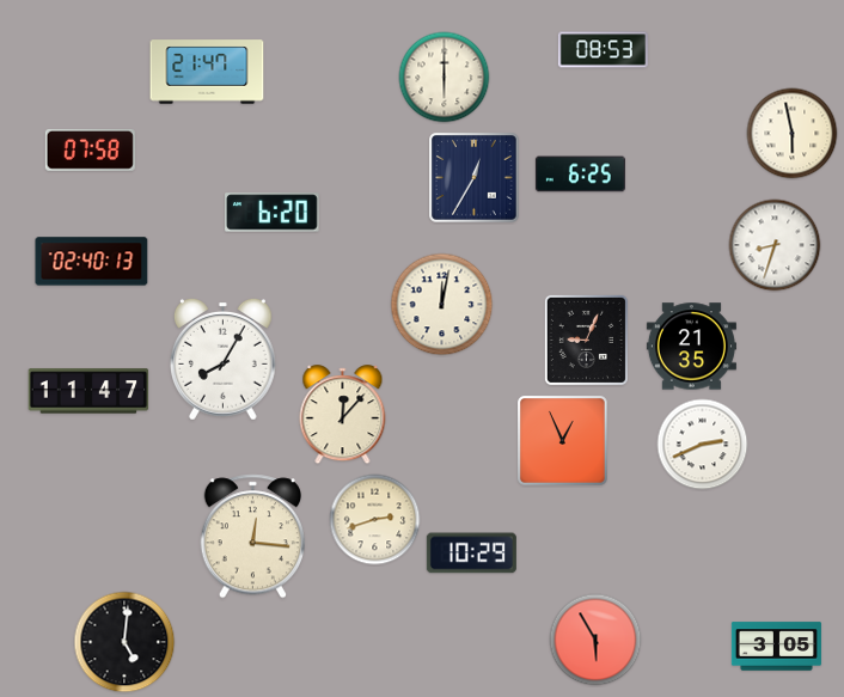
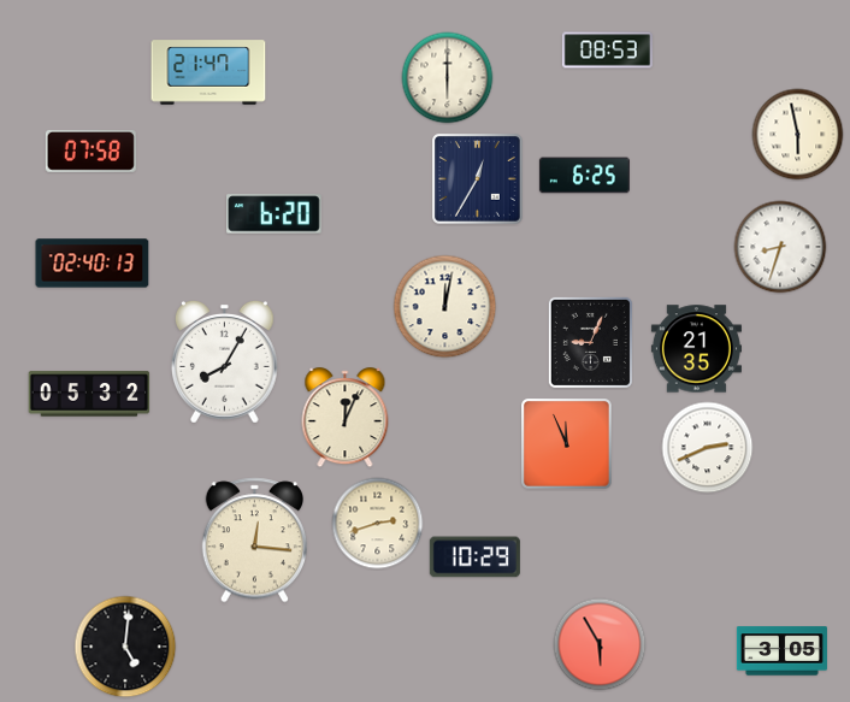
clock at (88, 391): 11:47 -> 05:32
clock at (343, 415): 12:07 -> 12:04
clock at (563, 441): 12:56 -> 11:56
